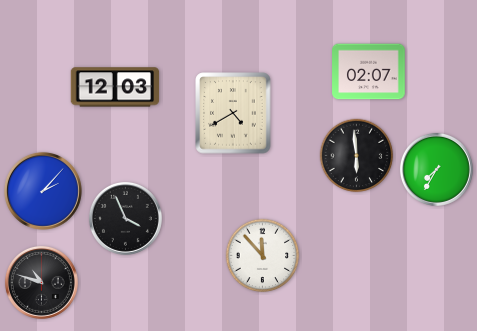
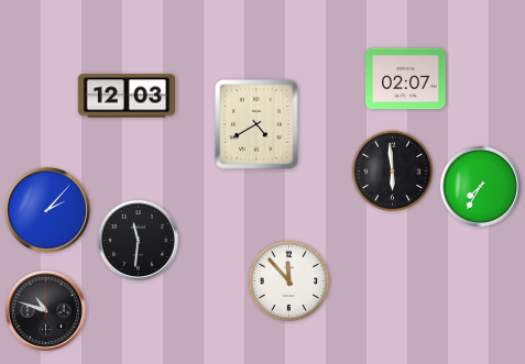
clock at (125, 218): 3:56 -> 11:31
